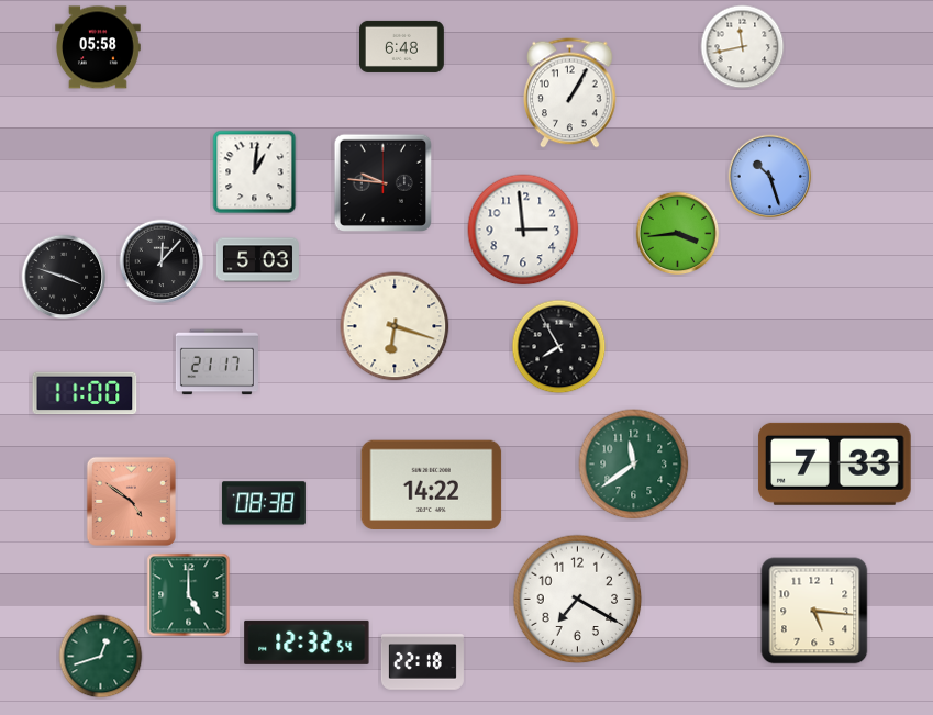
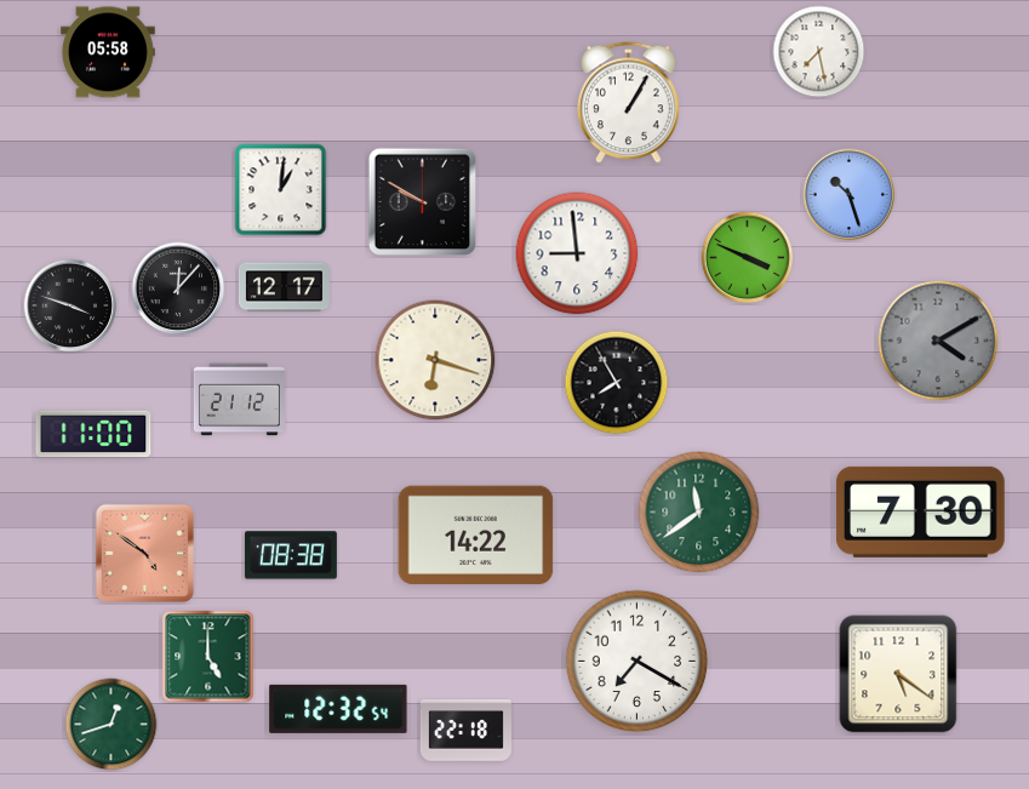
clock at (402, 46): 6:48 -> none
clock at (743, 47): 11:43 -> 7:28
clock at (382, 182): 9:46 -> 9:50
clock at (523, 230): 2:59 -> 8:59
clock at (678, 234): 3:44 -> 3:49
clock at (257, 260): 5:03 -> 12:17
clock at (938, 341): none -> 4:10
clock at (216, 362): 21:17 -> 21:12
clock at (834, 463): 7:33 -> 7:30
clock at (814, 611): 5:16 -> 5:21
